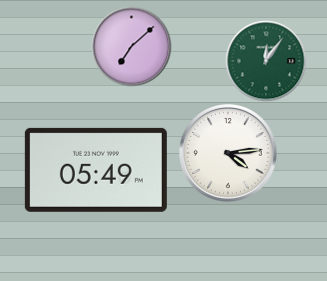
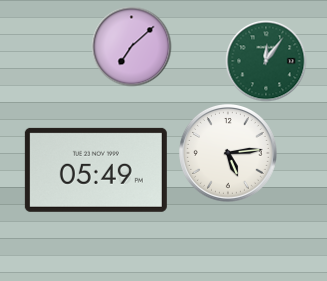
clock at (229, 154): 4:14 -> 5:14
